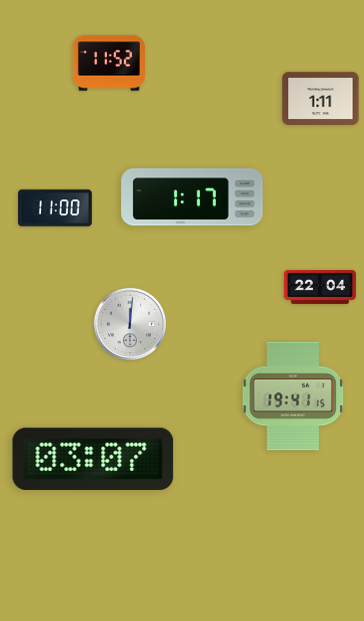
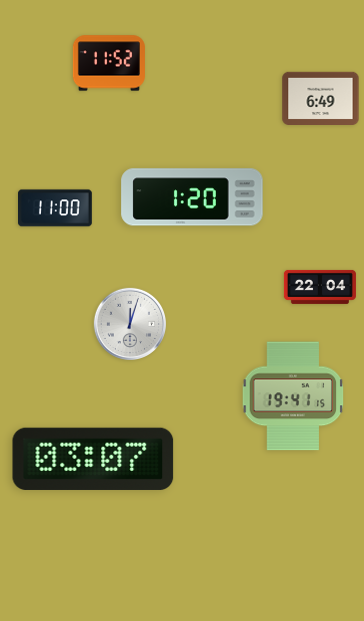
clock at (321, 99): 1:11 -> 6:49
clock at (192, 197): 1:17 -> 1:20
clock at (129, 323): 12:01 -> 12:03
